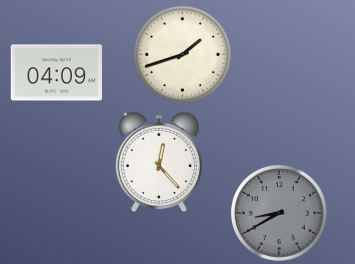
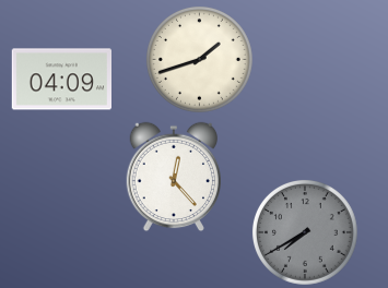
clock at (279, 213): 8:40 -> 7:40
